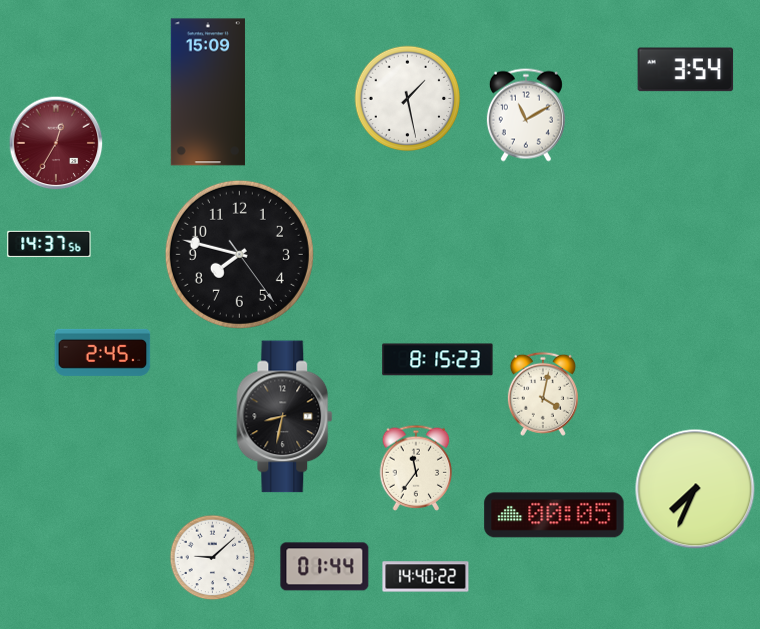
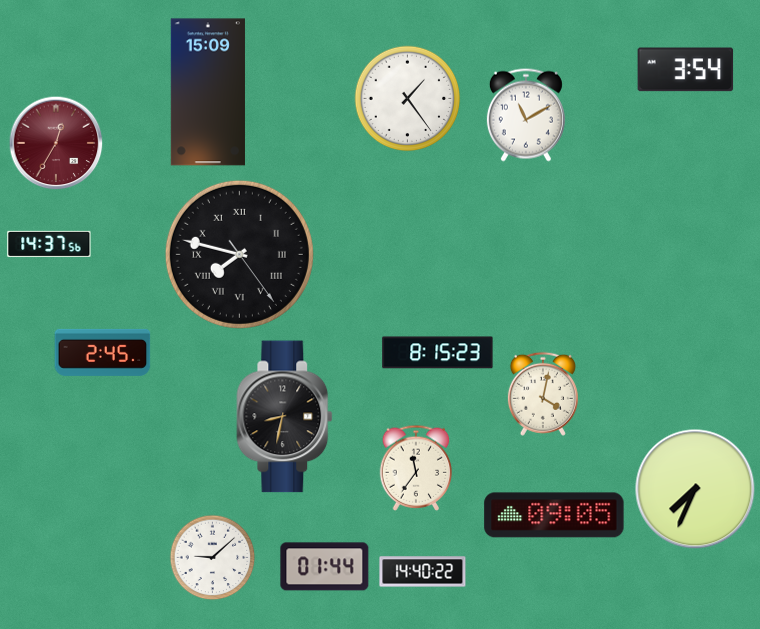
clock at (408, 99): 1:28 -> 1:24
clock at (239, 254) numerals: Arabic -> Roman
clock at (438, 360) position: (438, 360) -> (438, 353)
clock at (554, 515): 00:05 -> 09:05
clock at (426, 577) position: (426, 577) -> (423, 572)
